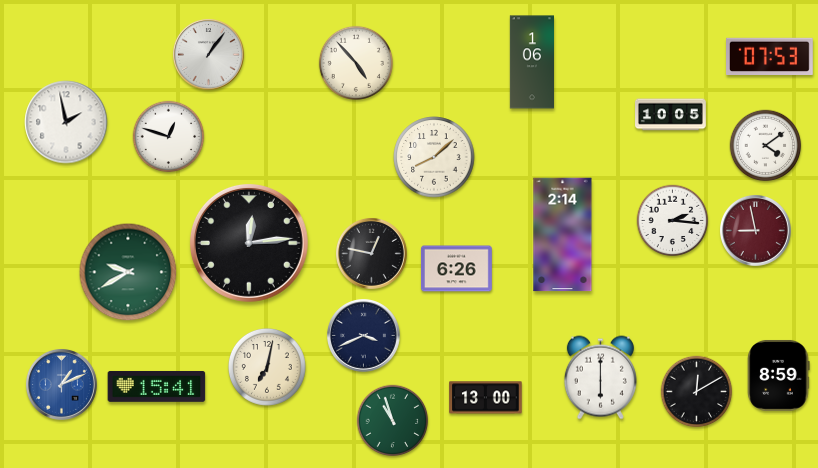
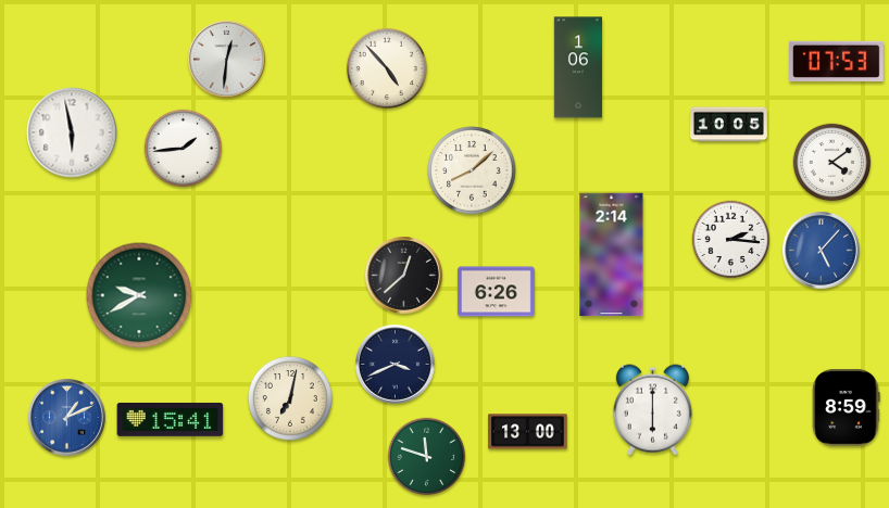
clock at (208, 54): 1:06 -> 12:31
clock at (66, 122): 1:58 -> 5:58
clock at (169, 137): 12:48 -> 1:44
clock at (766, 146) position: (766, 146) -> (832, 163)
clock at (755, 230): 8:58 -> 5:07
clock at (755, 230) dial: burgundy -> blue
clock at (249, 243): 12:14 -> none
clock at (371, 253): 12:47 -> 12:38
clock at (697, 392): 12:10 -> none
clock at (393, 421): 10:57 -> 11:48
